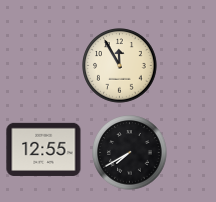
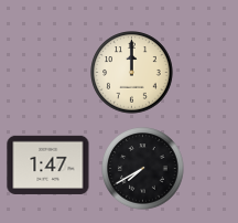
clock at (120, 66): 11:55 -> 12:00
clock at (44, 149): 12:55 -> 1:47
